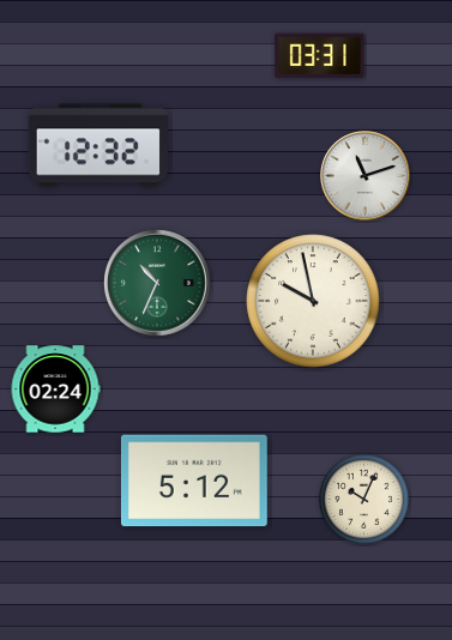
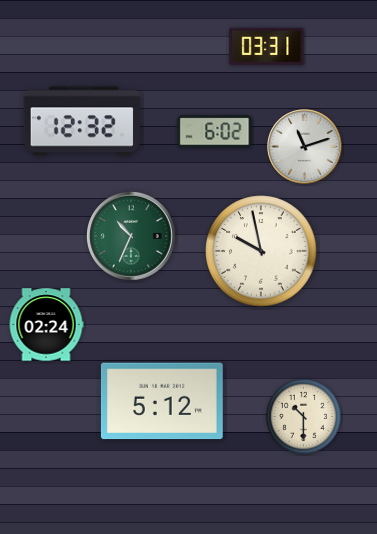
clock at (215, 132): none -> 6:02
clock at (363, 499): 10:04 -> 10:30
